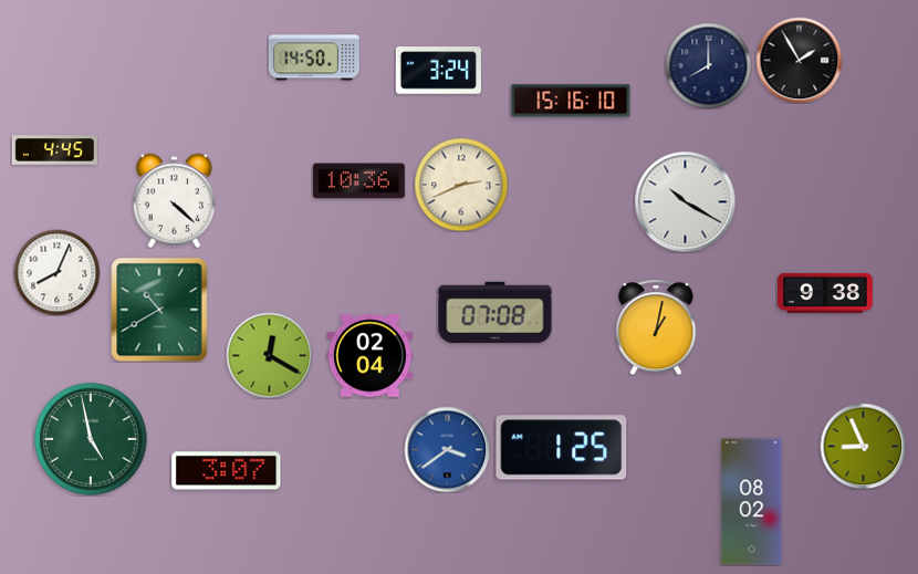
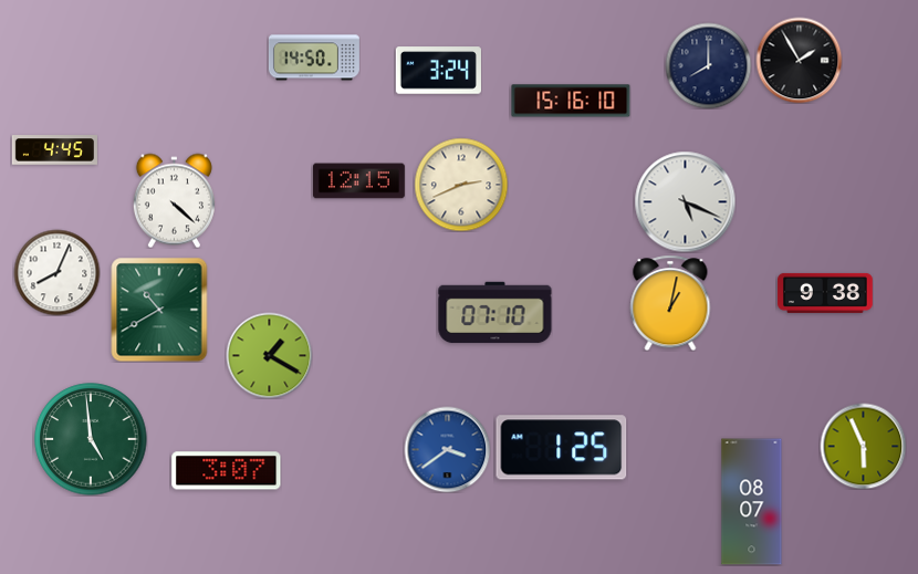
clock at (358, 181): 10:36 -> 12:15
clock at (685, 201): 10:20 -> 5:19
clock at (495, 313): 07:08 -> 07:10
clock at (656, 327) position: (656, 327) -> (670, 303)
clock at (269, 355): 12:20 -> 1:20
clock at (369, 356): 02:04 -> none
clock at (91, 439): 4:58 -> 4:59
clock at (863, 446): 8:56 -> 5:56
clock at (752, 502): 08:02 -> 08:07
